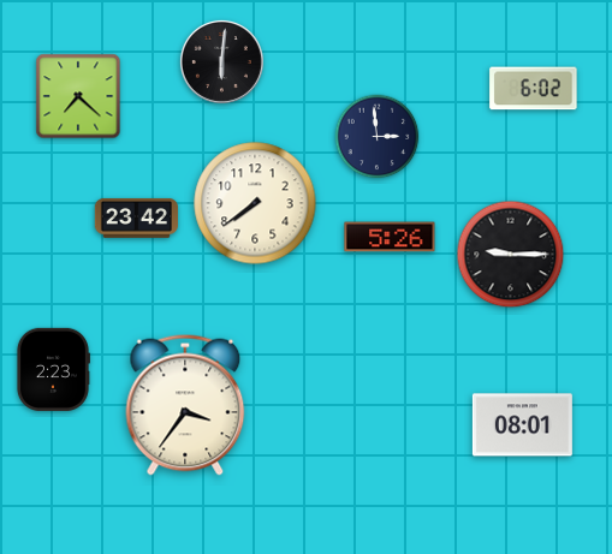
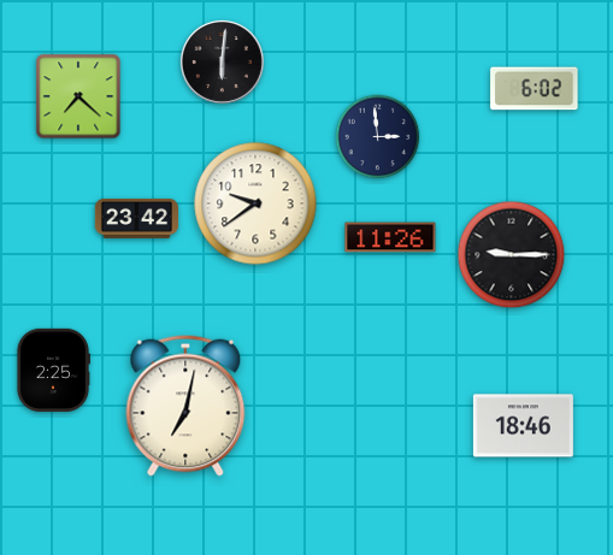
clock at (255, 203): 7:39 -> 9:39
clock at (390, 237): 5:26 -> 11:26
clock at (53, 369): 2:23 -> 2:25
clock at (185, 405): 3:36 -> 7:02
clock at (522, 425): 08:01 -> 18:46
